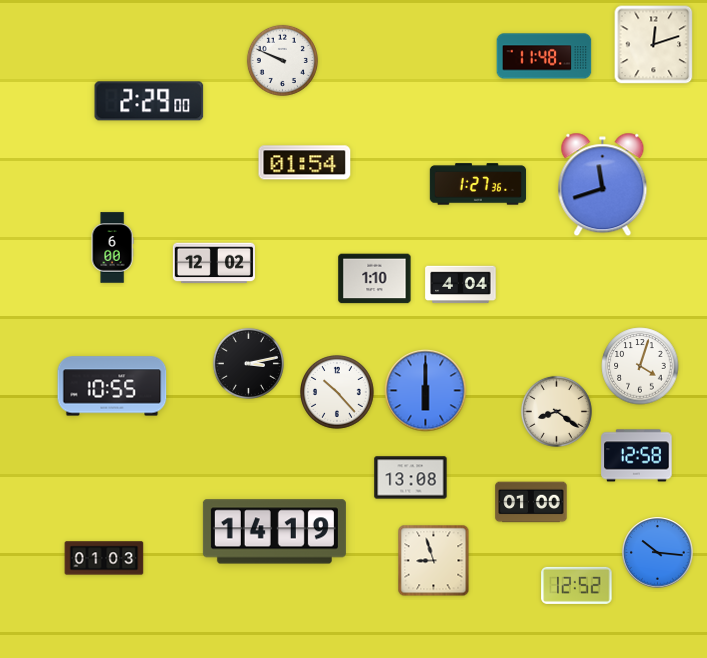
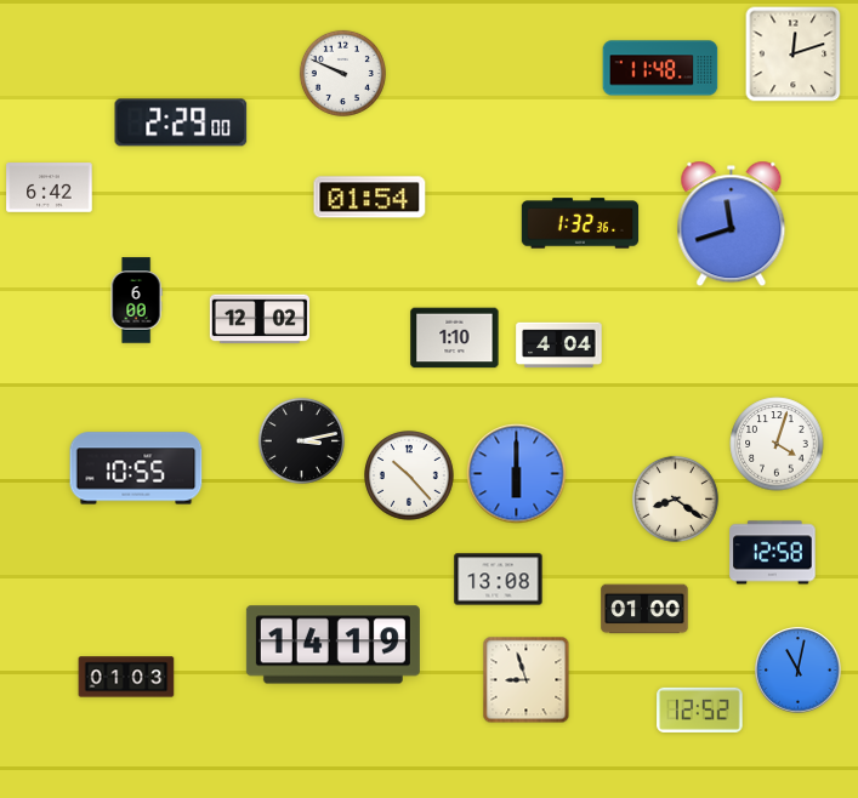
clock at (50, 188): none -> 6:42
clock at (478, 184): 1:27 -> 1:32
clock at (658, 553): 10:16 -> 11:02
